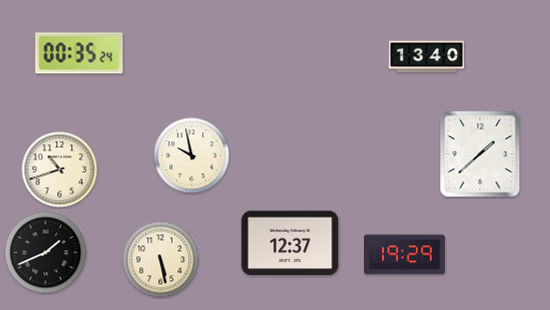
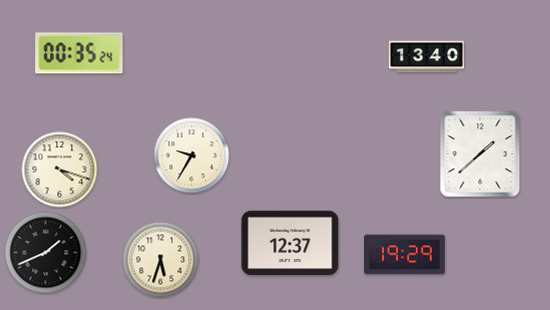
clock at (192, 156): 9:58 -> 9:35
clock at (60, 170): 10:42 -> 4:18
clock at (161, 260): 5:28 -> 5:33
